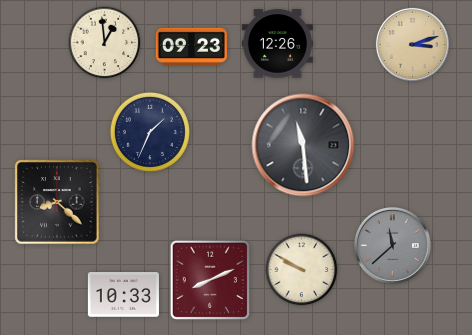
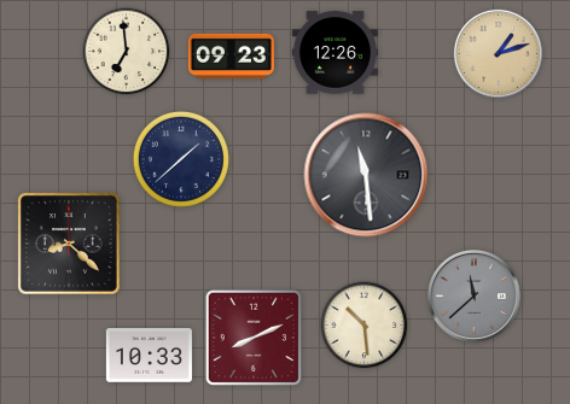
clock at (105, 43): 12:59 -> 6:59
clock at (412, 44): 3:12 -> 1:12
clock at (150, 132): 1:34 -> 1:38
clock at (302, 270): 9:50 -> 10:29
